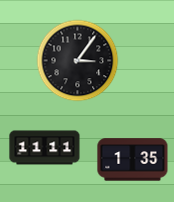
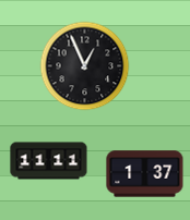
clock at (78, 61): 3:06 -> 12:56
clock at (133, 160): 1:35 -> 1:37
